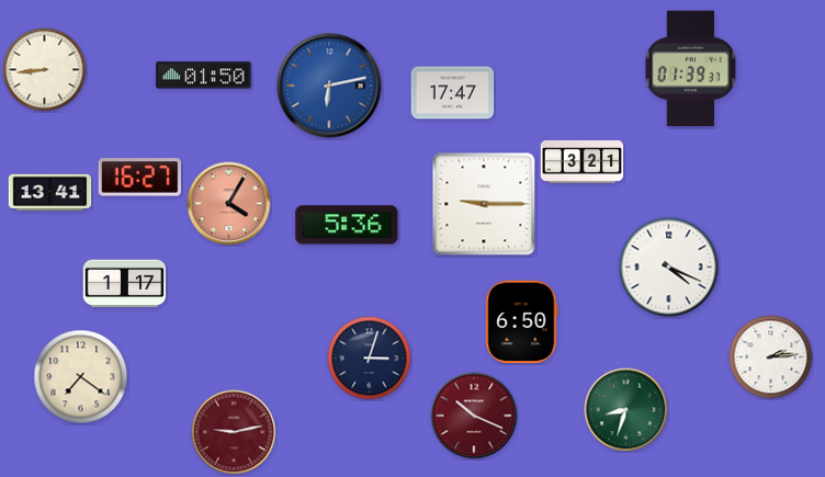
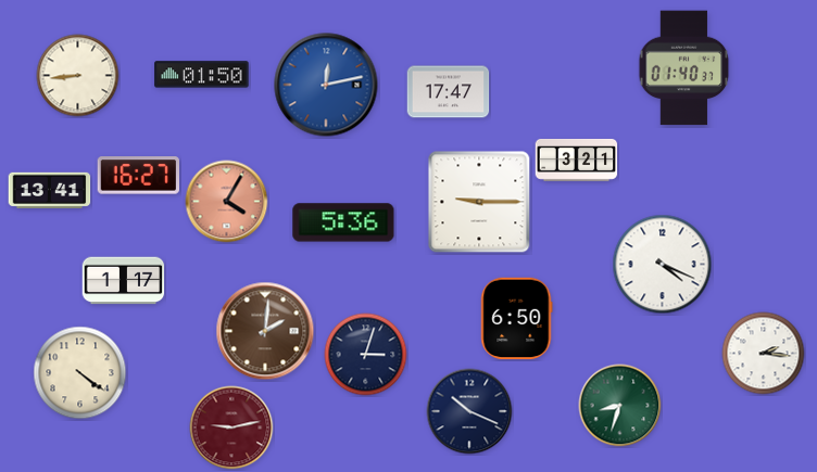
clock at (691, 69): 01:39 -> 01:40
clock at (45, 70) position: (45, 70) -> (78, 76)
clock at (329, 86): 6:13 -> 12:13
clock at (265, 331): none -> 2:01
clock at (771, 357): 2:14 -> 2:16
clock at (81, 377): 7:21 -> 4:21
clock at (474, 416) dial: burgundy -> navy
